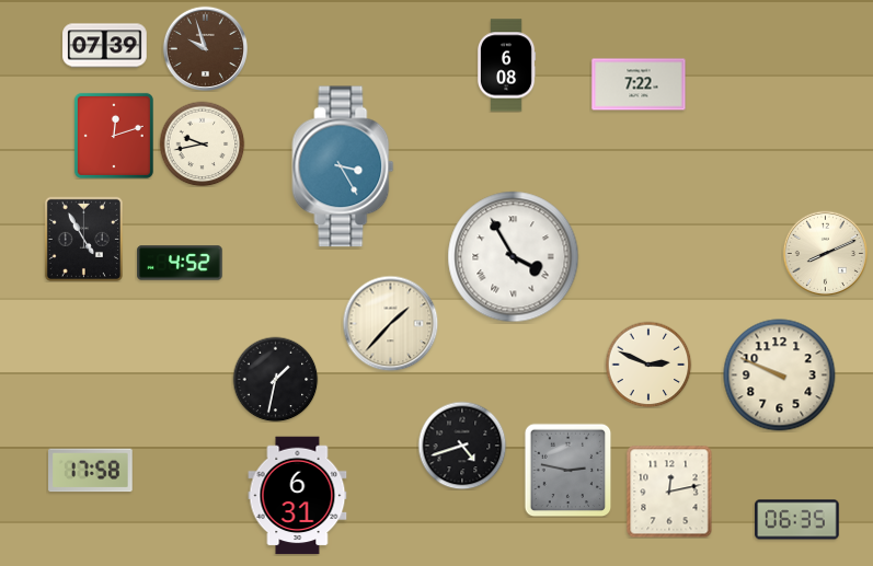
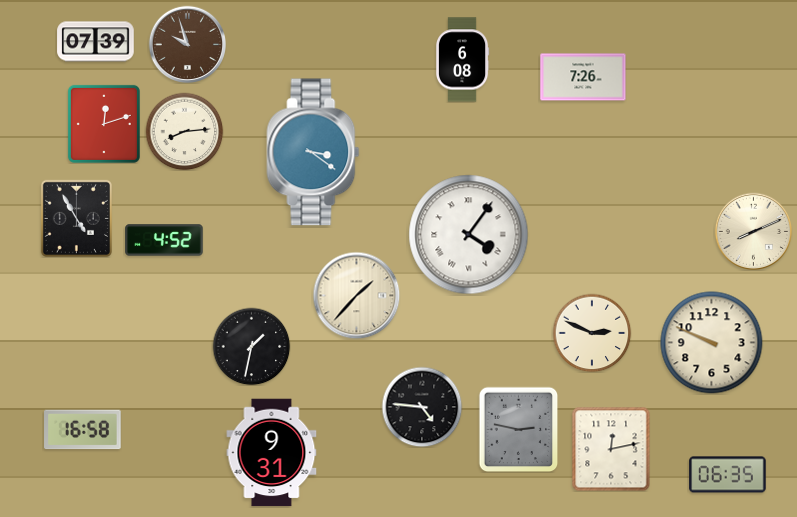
clock at (639, 84): 7:22 -> 7:26
clock at (202, 143): 9:43 -> 8:14
clock at (343, 166): 3:25 -> 3:21
clock at (514, 257): 3:55 -> 4:06
clock at (462, 446): 4:42 -> 4:46
clock at (91, 471): 17:58 -> 16:58
clock at (298, 496): 6:31 -> 9:31
